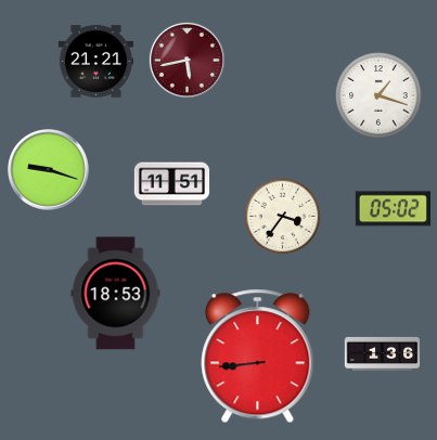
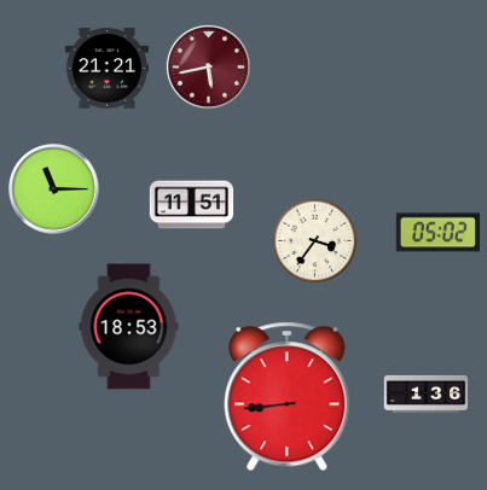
clock at (378, 95): 1:18 -> none
clock at (49, 170): 9:18 -> 11:15
